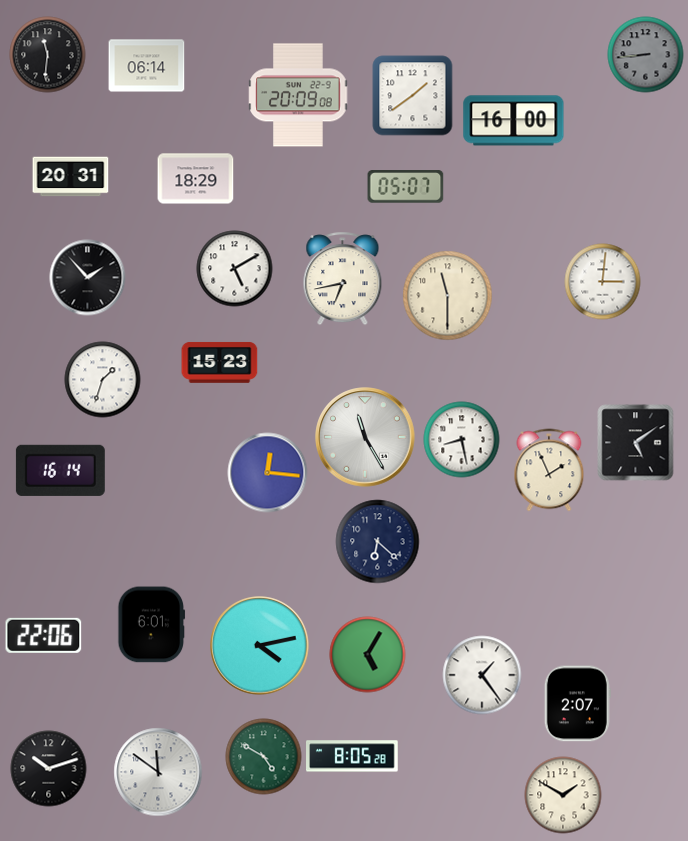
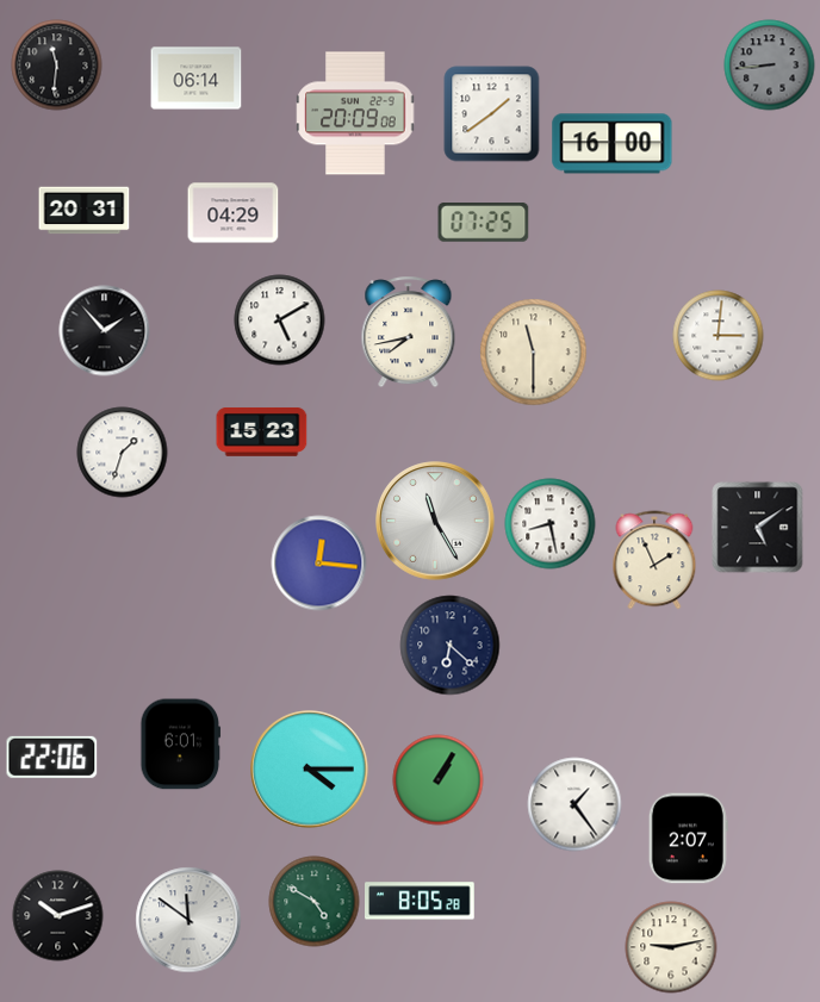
clock at (147, 66) position: (147, 66) -> (197, 79)
clock at (196, 179): 18:29 -> 04:29
clock at (406, 187): 05:07 -> 07:25
clock at (343, 279): 6:43 -> 7:43
clock at (60, 470): 16:14 -> none
clock at (260, 646): 4:13 -> 4:15
clock at (368, 655): 5:05 -> 1:05
clock at (563, 795): 1:50 -> 9:13
